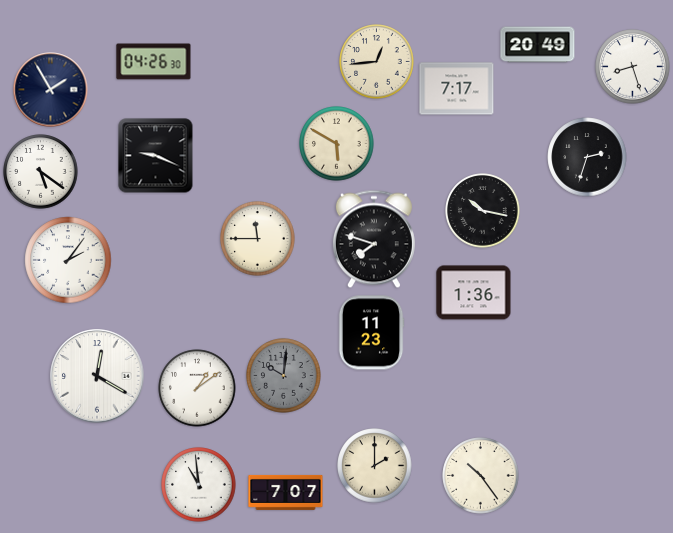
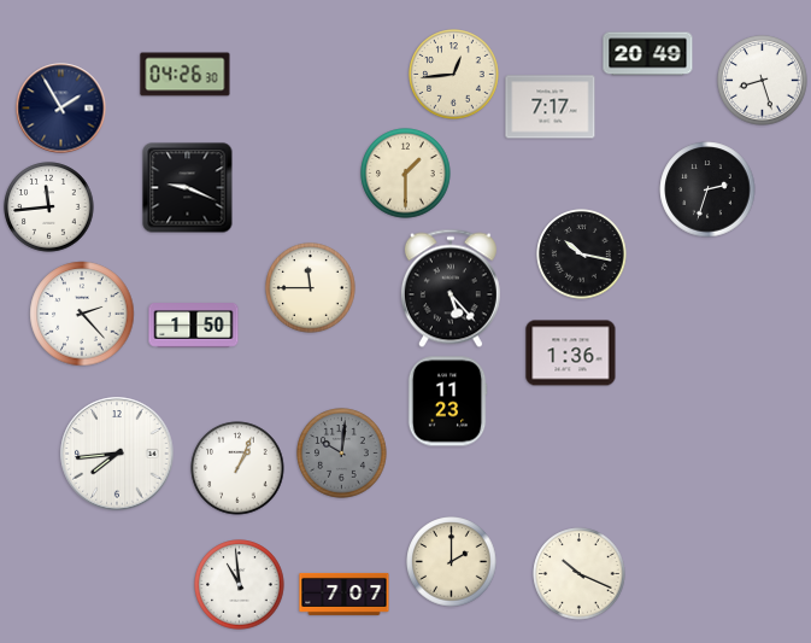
clock at (337, 144): 5:50 -> 1:30
clock at (41, 172): 5:21 -> 11:44
clock at (374, 239): 7:48 -> 5:23
clock at (68, 260): 2:06 -> 2:23
clock at (194, 326): none -> 1:50
clock at (97, 376): 12:20 -> 7:44
clock at (197, 388): 1:09 -> 1:04
clock at (481, 476): 10:24 -> 10:19
